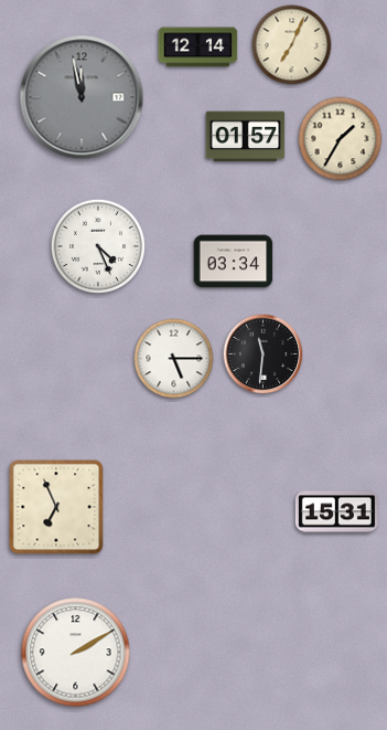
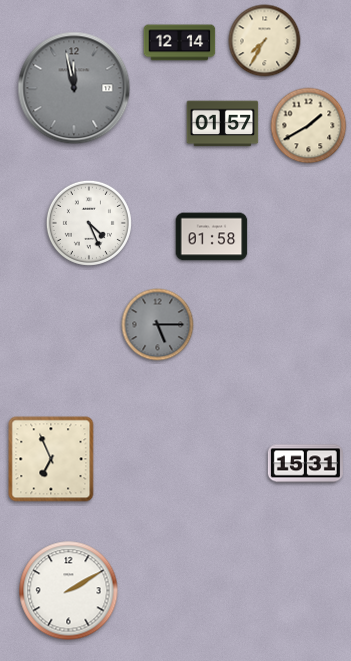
clock at (292, 45): 7:04 -> 7:35
clock at (341, 139): 1:35 -> 1:40
clock at (234, 262): 03:34 -> 01:58
clock at (264, 355): 11:31 -> none
clock at (174, 359) dial: white -> grey
